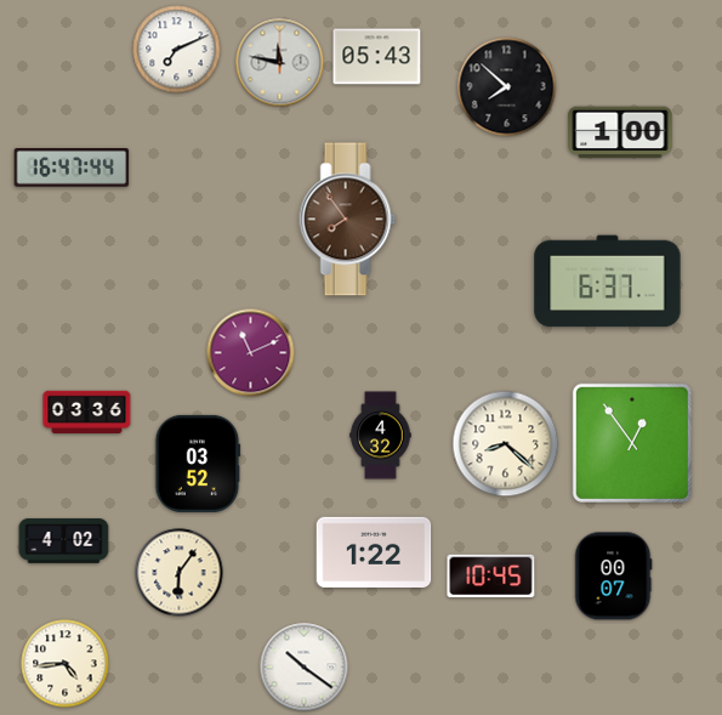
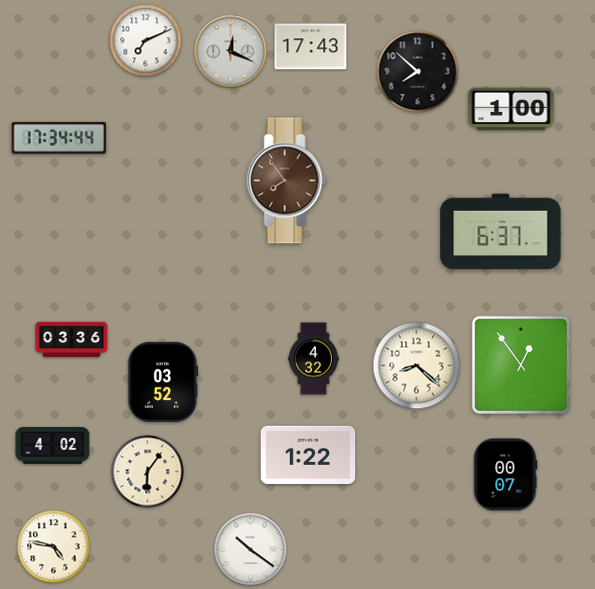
clock at (377, 57): 05:43 -> 17:43
clock at (280, 63): 11:47 -> 12:19
clock at (72, 168): 16:47 -> 17:34
clock at (251, 353): 11:11 -> none
clock at (491, 577): 10:45 -> none
clock at (66, 664): 4:44 -> 4:47
